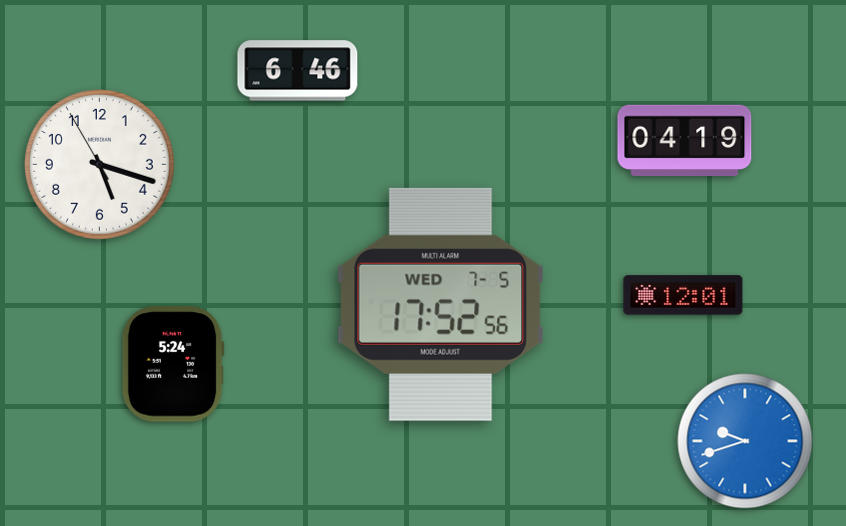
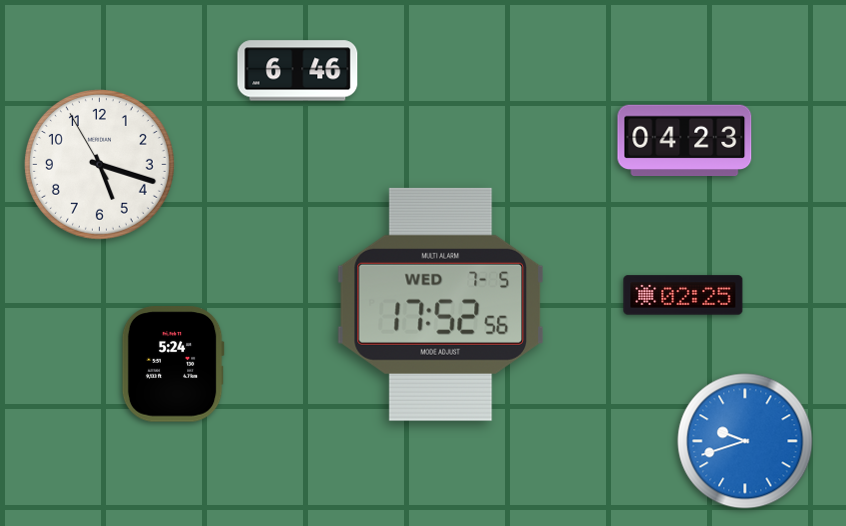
clock at (685, 140): 04:19 -> 04:23
clock at (683, 295): 12:01 -> 02:25
